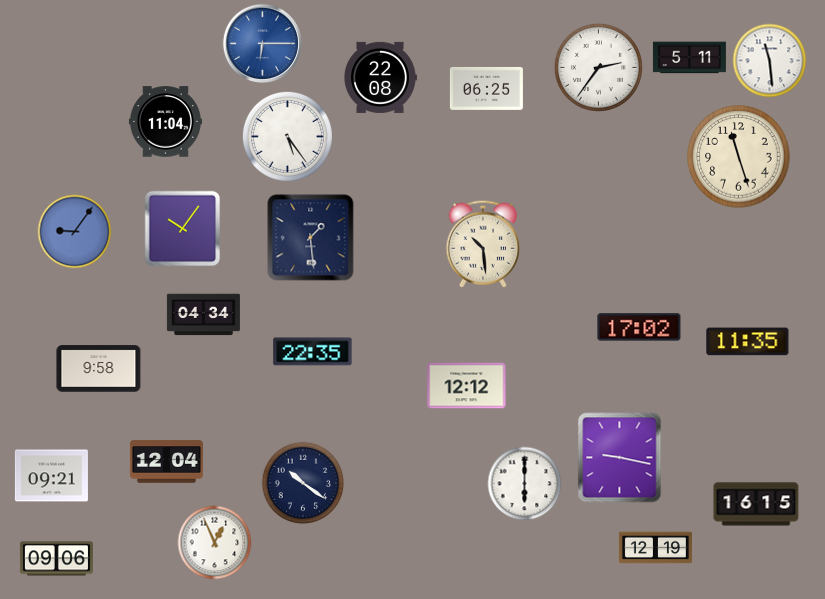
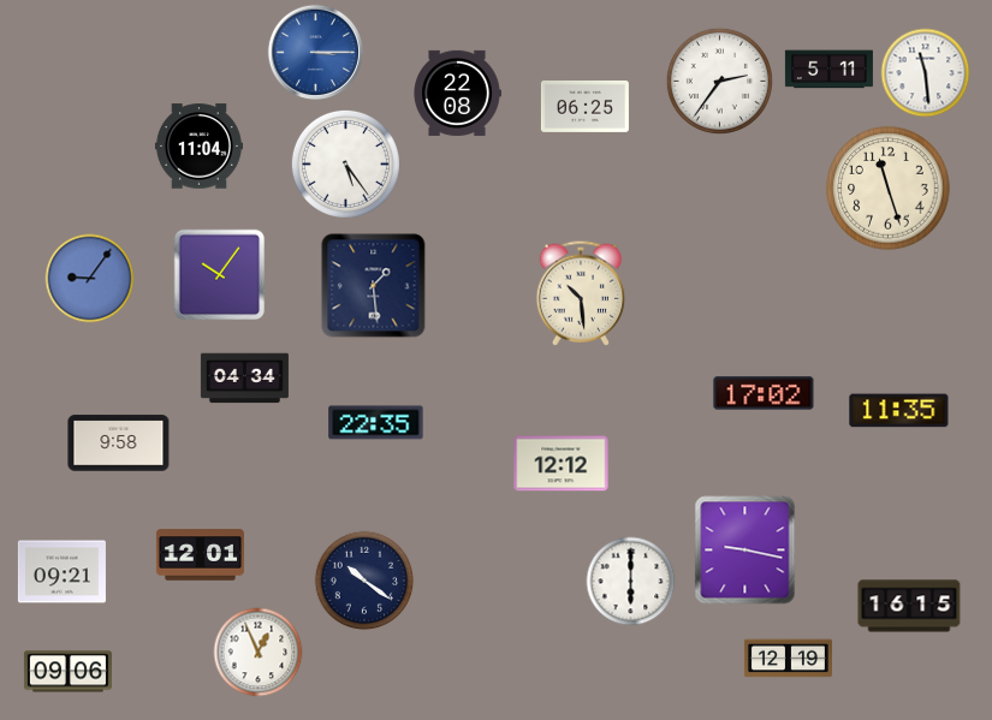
clock at (262, 43): 6:15 -> 3:15
clock at (639, 327) position: (639, 327) -> (764, 393)
clock at (166, 462): 12:04 -> 12:01
